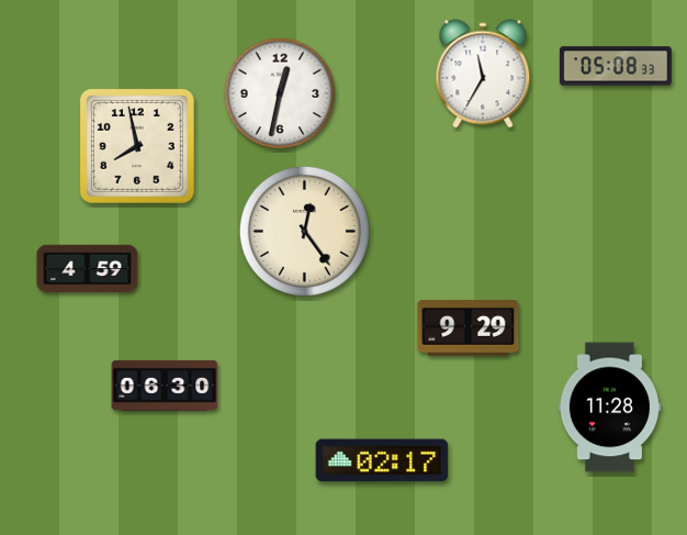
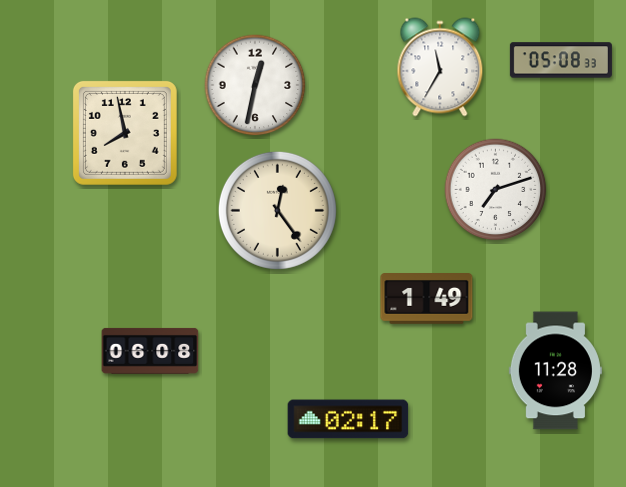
clock at (496, 190): none -> 7:12
clock at (88, 269): 4:59 -> none
clock at (469, 328): 9:29 -> 1:49
clock at (165, 386): 06:30 -> 06:08
